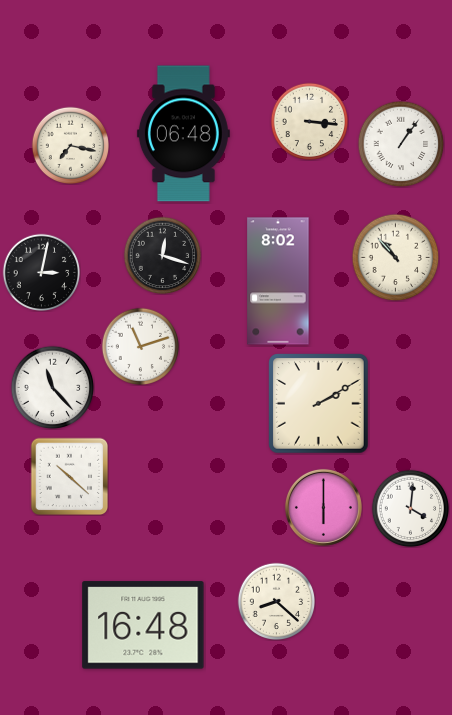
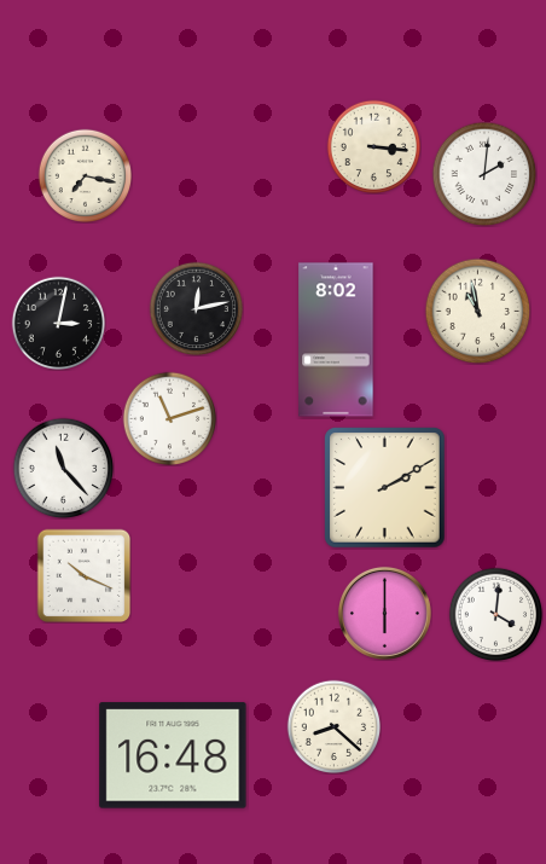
clock at (183, 134): 06:48 -> none
clock at (401, 144): 1:06 -> 2:01
clock at (162, 255): 12:18 -> 12:13
clock at (395, 257): 10:53 -> 10:58
clock at (41, 272) position: (41, 272) -> (58, 323)
clock at (69, 476): 10:22 -> 10:19
clock at (323, 507) position: (323, 507) -> (384, 613)
